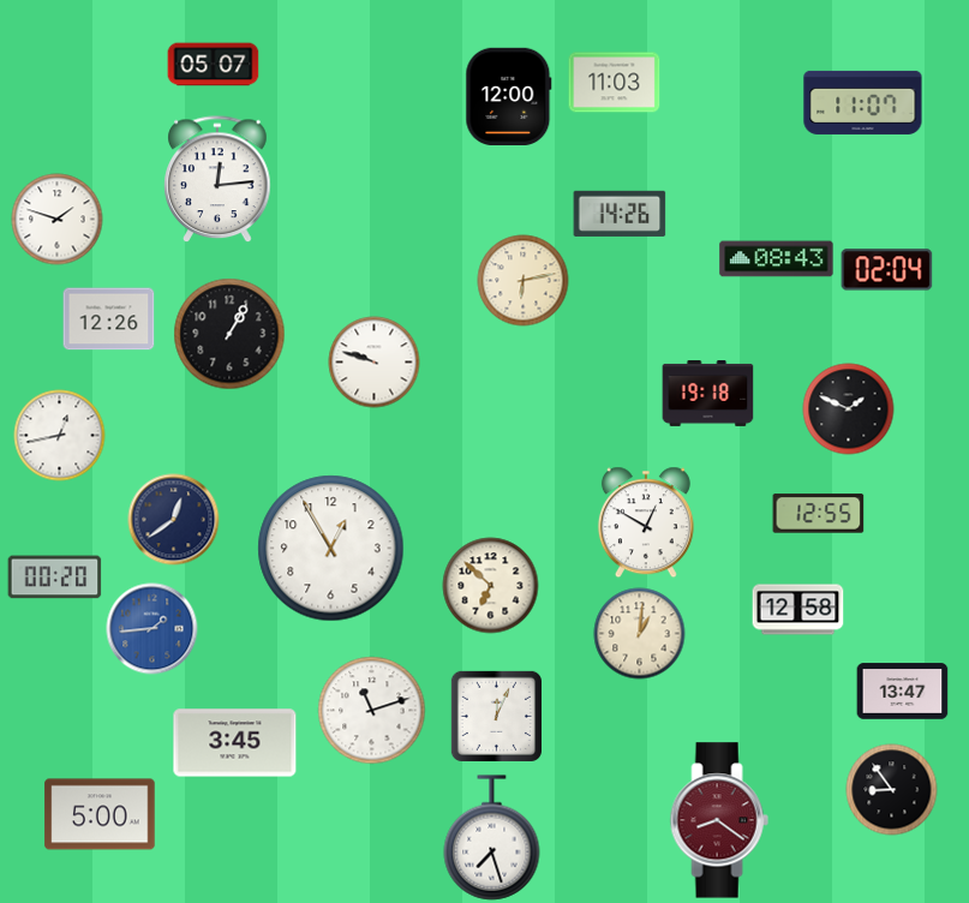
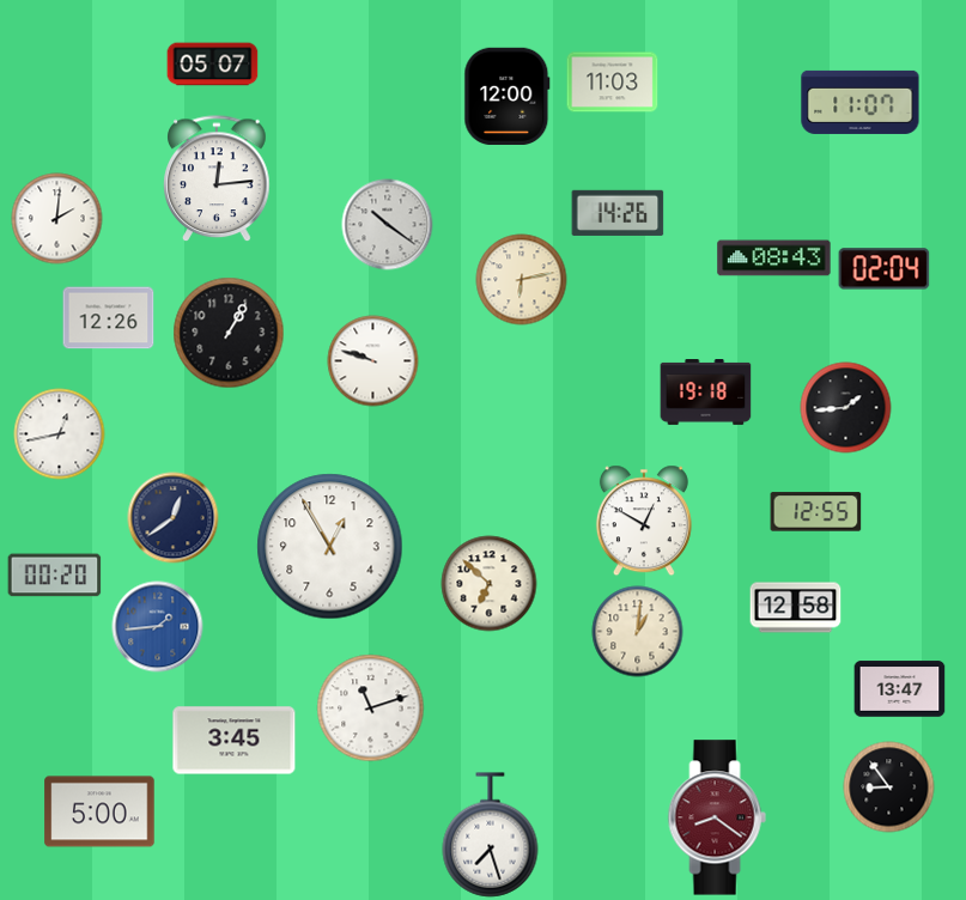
clock at (58, 220): 1:48 -> 2:01
clock at (388, 225): none -> 10:21
clock at (849, 409): 1:49 -> 1:44
clock at (152, 629) position: (152, 629) -> (158, 627)
clock at (496, 716): 12:04 -> none
